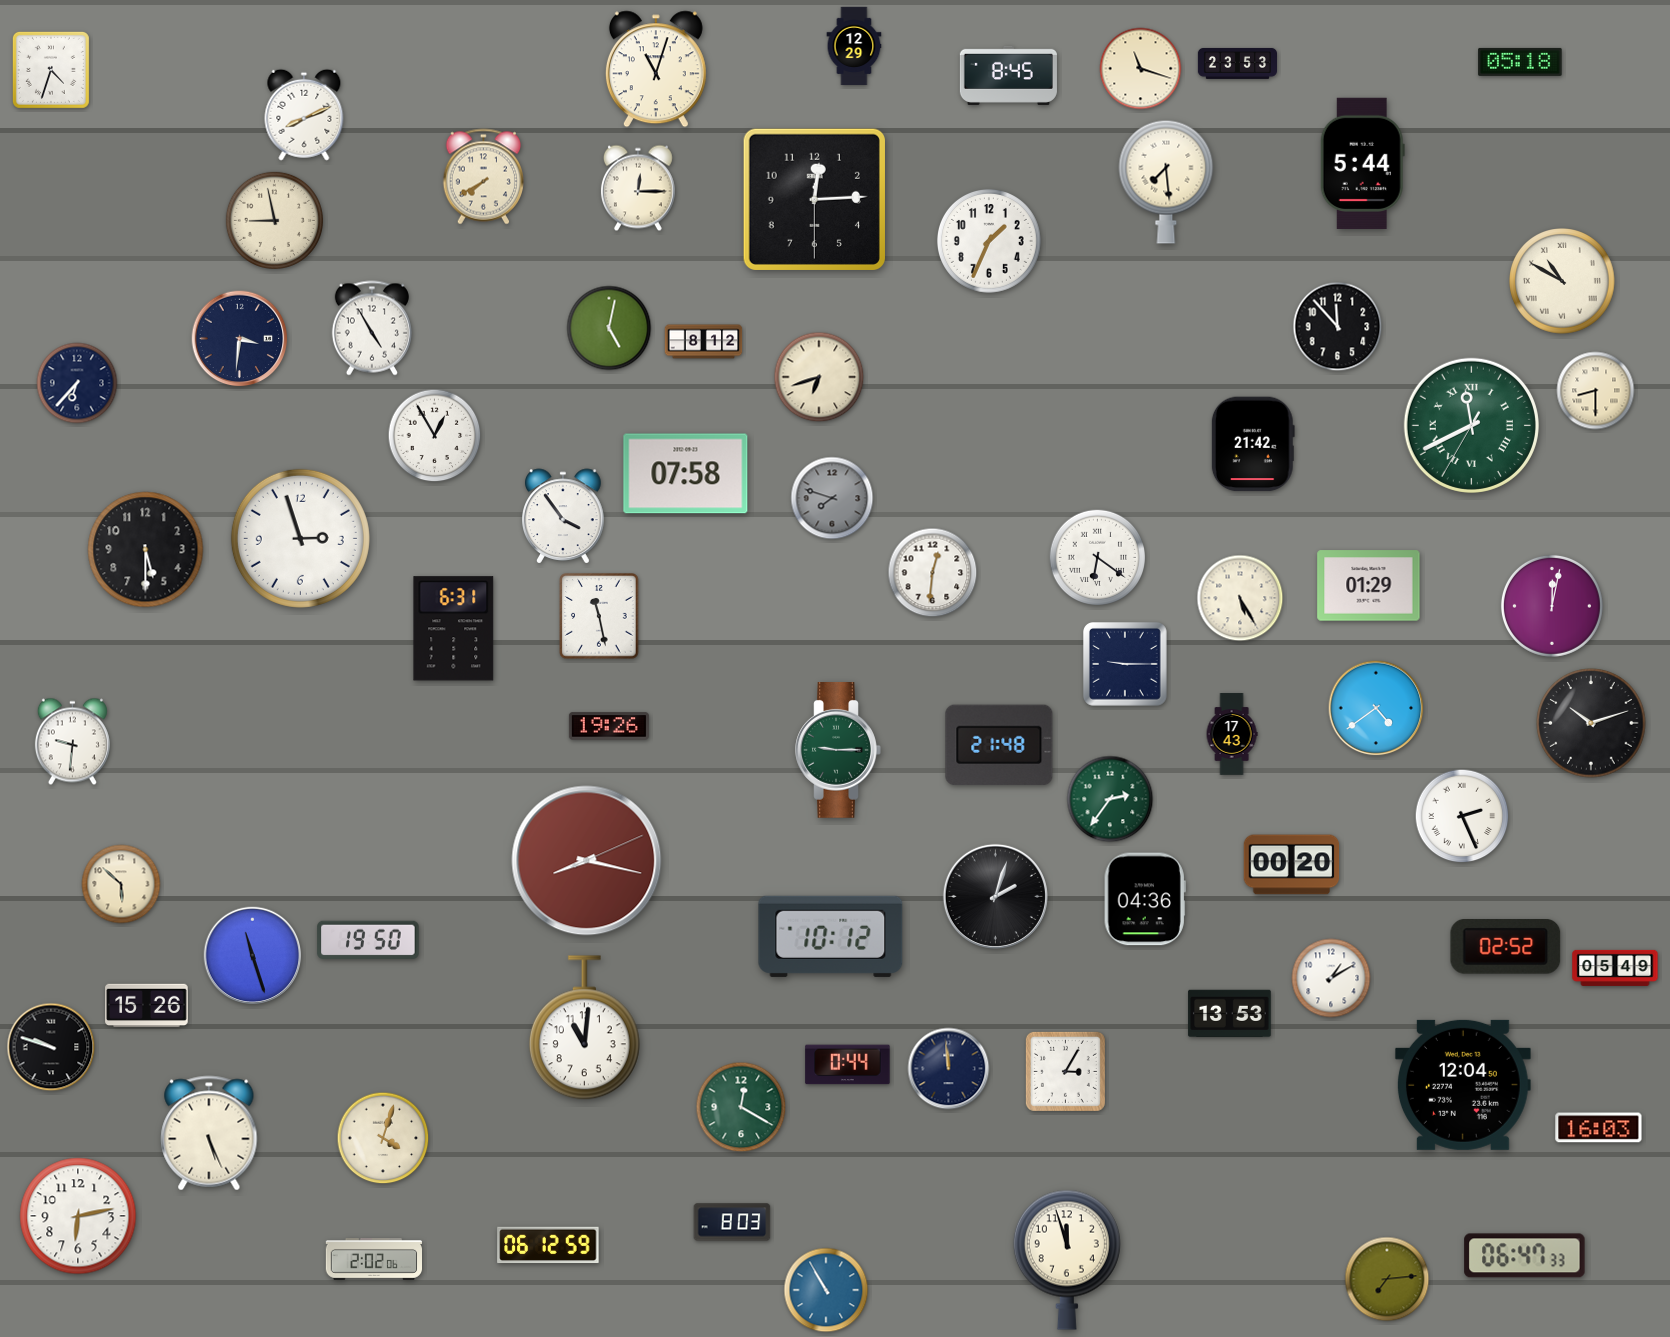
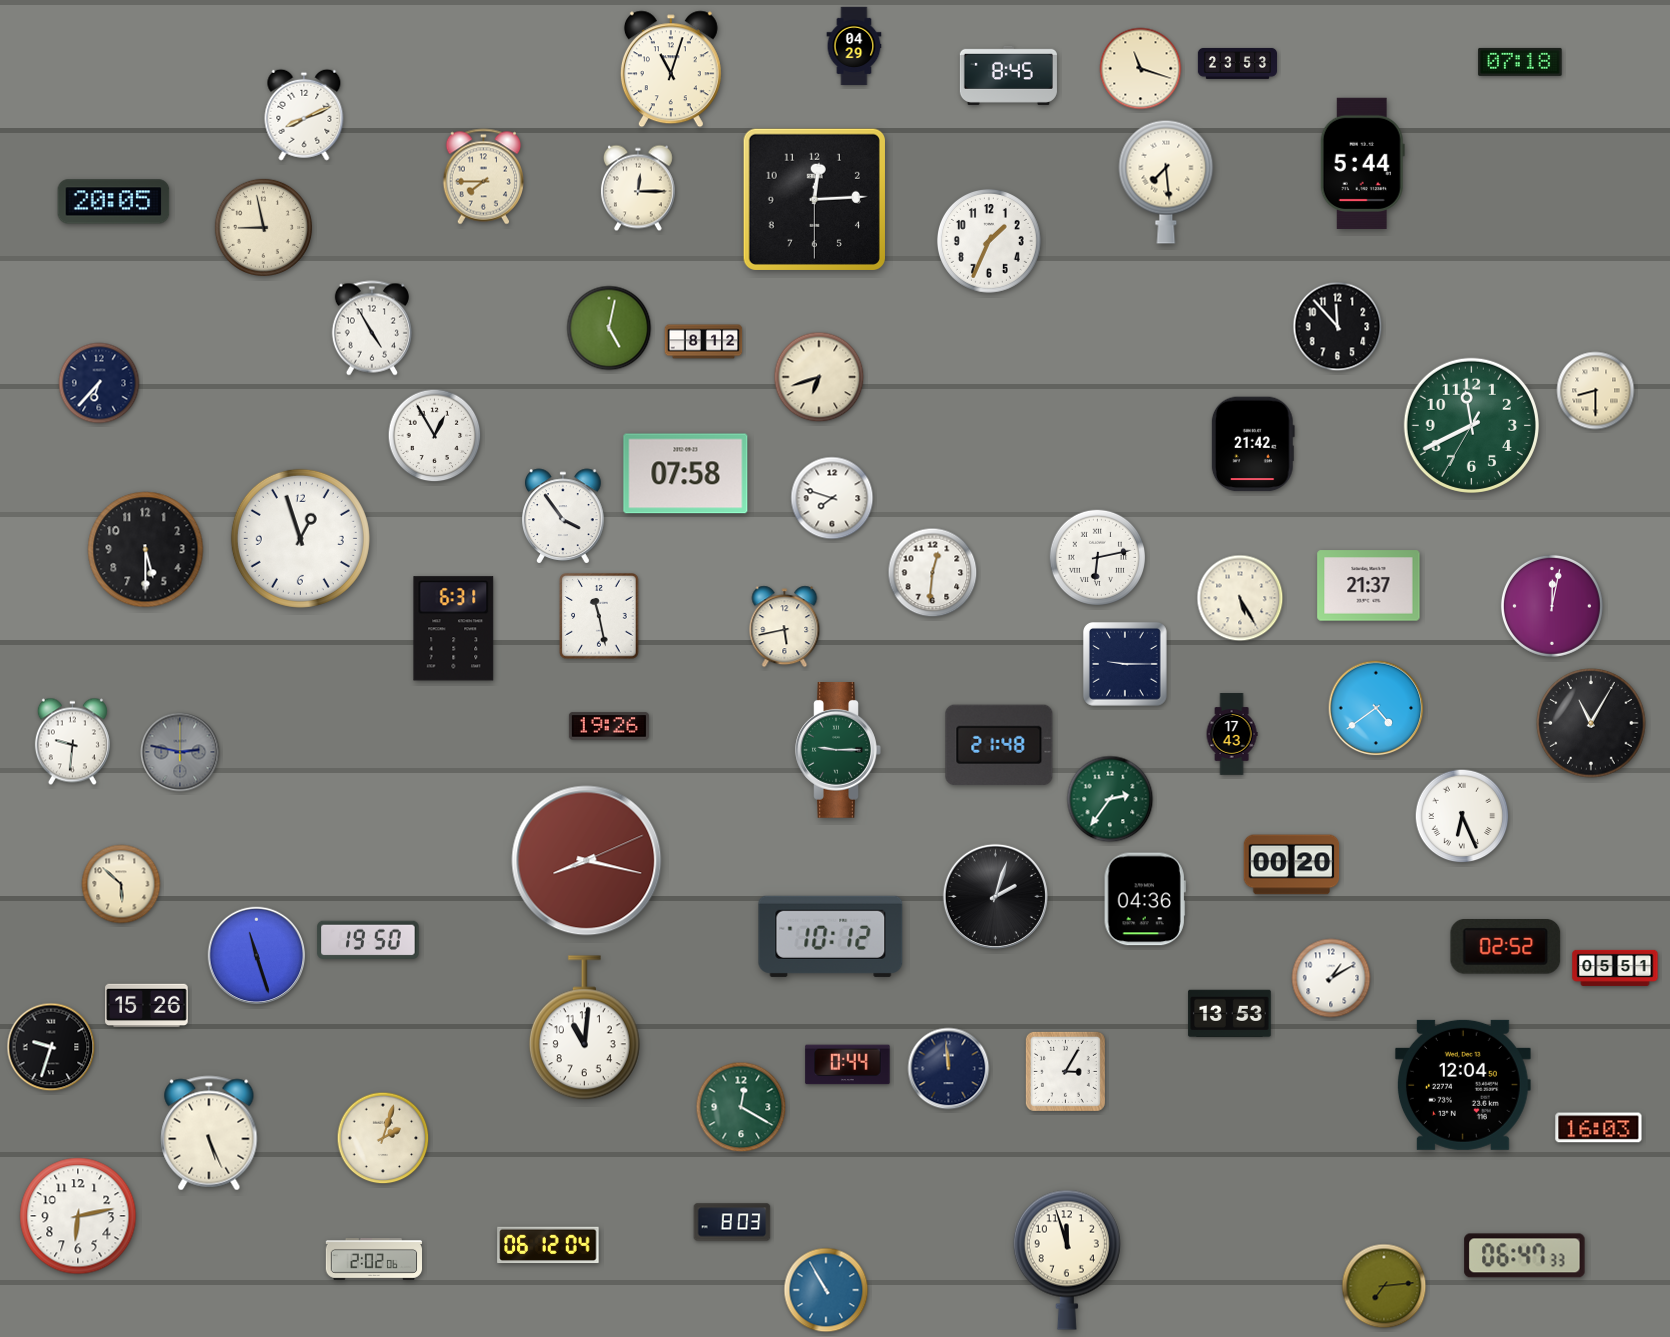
clock at (854, 46): 12:29 -> 04:29
clock at (1520, 62): 05:18 -> 07:18
clock at (656, 69) position: (656, 69) -> (671, 69)
clock at (51, 70): 4:33 -> none
clock at (483, 177): 7:40 -> 7:45
clock at (114, 202): none -> 20:05
clock at (274, 220) position: (274, 220) -> (263, 227)
clock at (1562, 281): 10:50 -> none
clock at (240, 339): 3:31 -> none
clock at (77, 383) position: (77, 383) -> (99, 383)
clock at (1471, 425) numerals: Roman -> Arabic
clock at (832, 498) dial: grey -> white
clock at (300, 538): 2:57 -> 12:57
clock at (1097, 557): 6:21 -> 6:13
clock at (1369, 586): 01:29 -> 21:37
clock at (785, 627): none -> 5:43
clock at (1591, 723): 10:12 -> 11:05
clock at (180, 752): none -> 2:47
clock at (1462, 816): 2:26 -> 6:26
clock at (253, 956) position: (253, 956) -> (257, 956)
clock at (1615, 968): 05:49 -> 05:51
clock at (51, 1047): 9:48 -> 9:33
clock at (383, 1138): 4:03 -> 2:03
clock at (548, 1245): 06:12:59 -> 06:12:04
clock at (1387, 1279) position: (1387, 1279) -> (1384, 1286)
